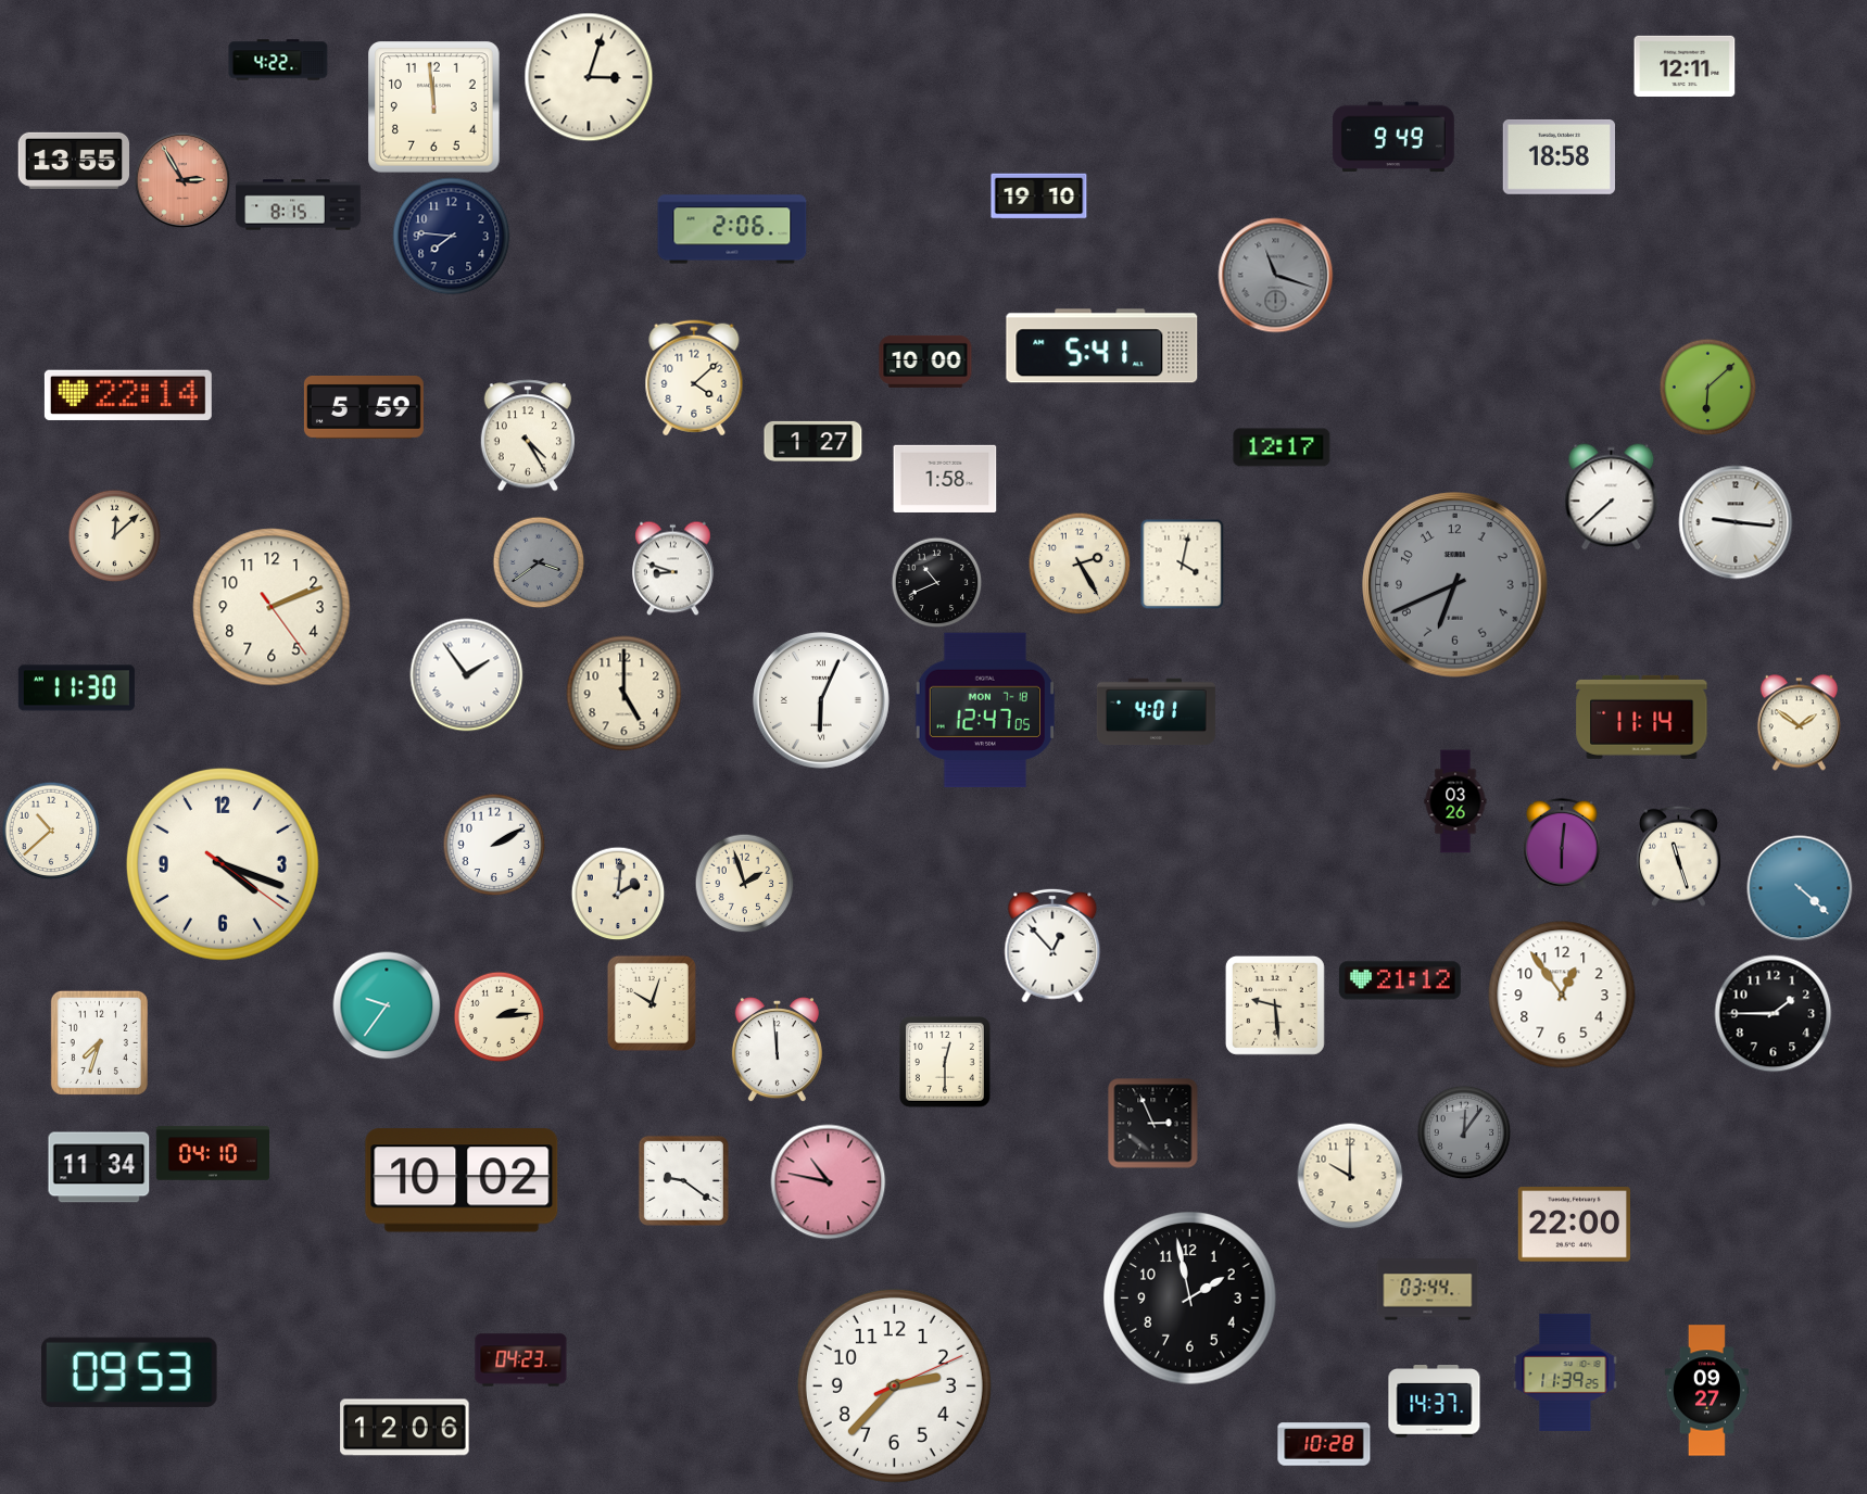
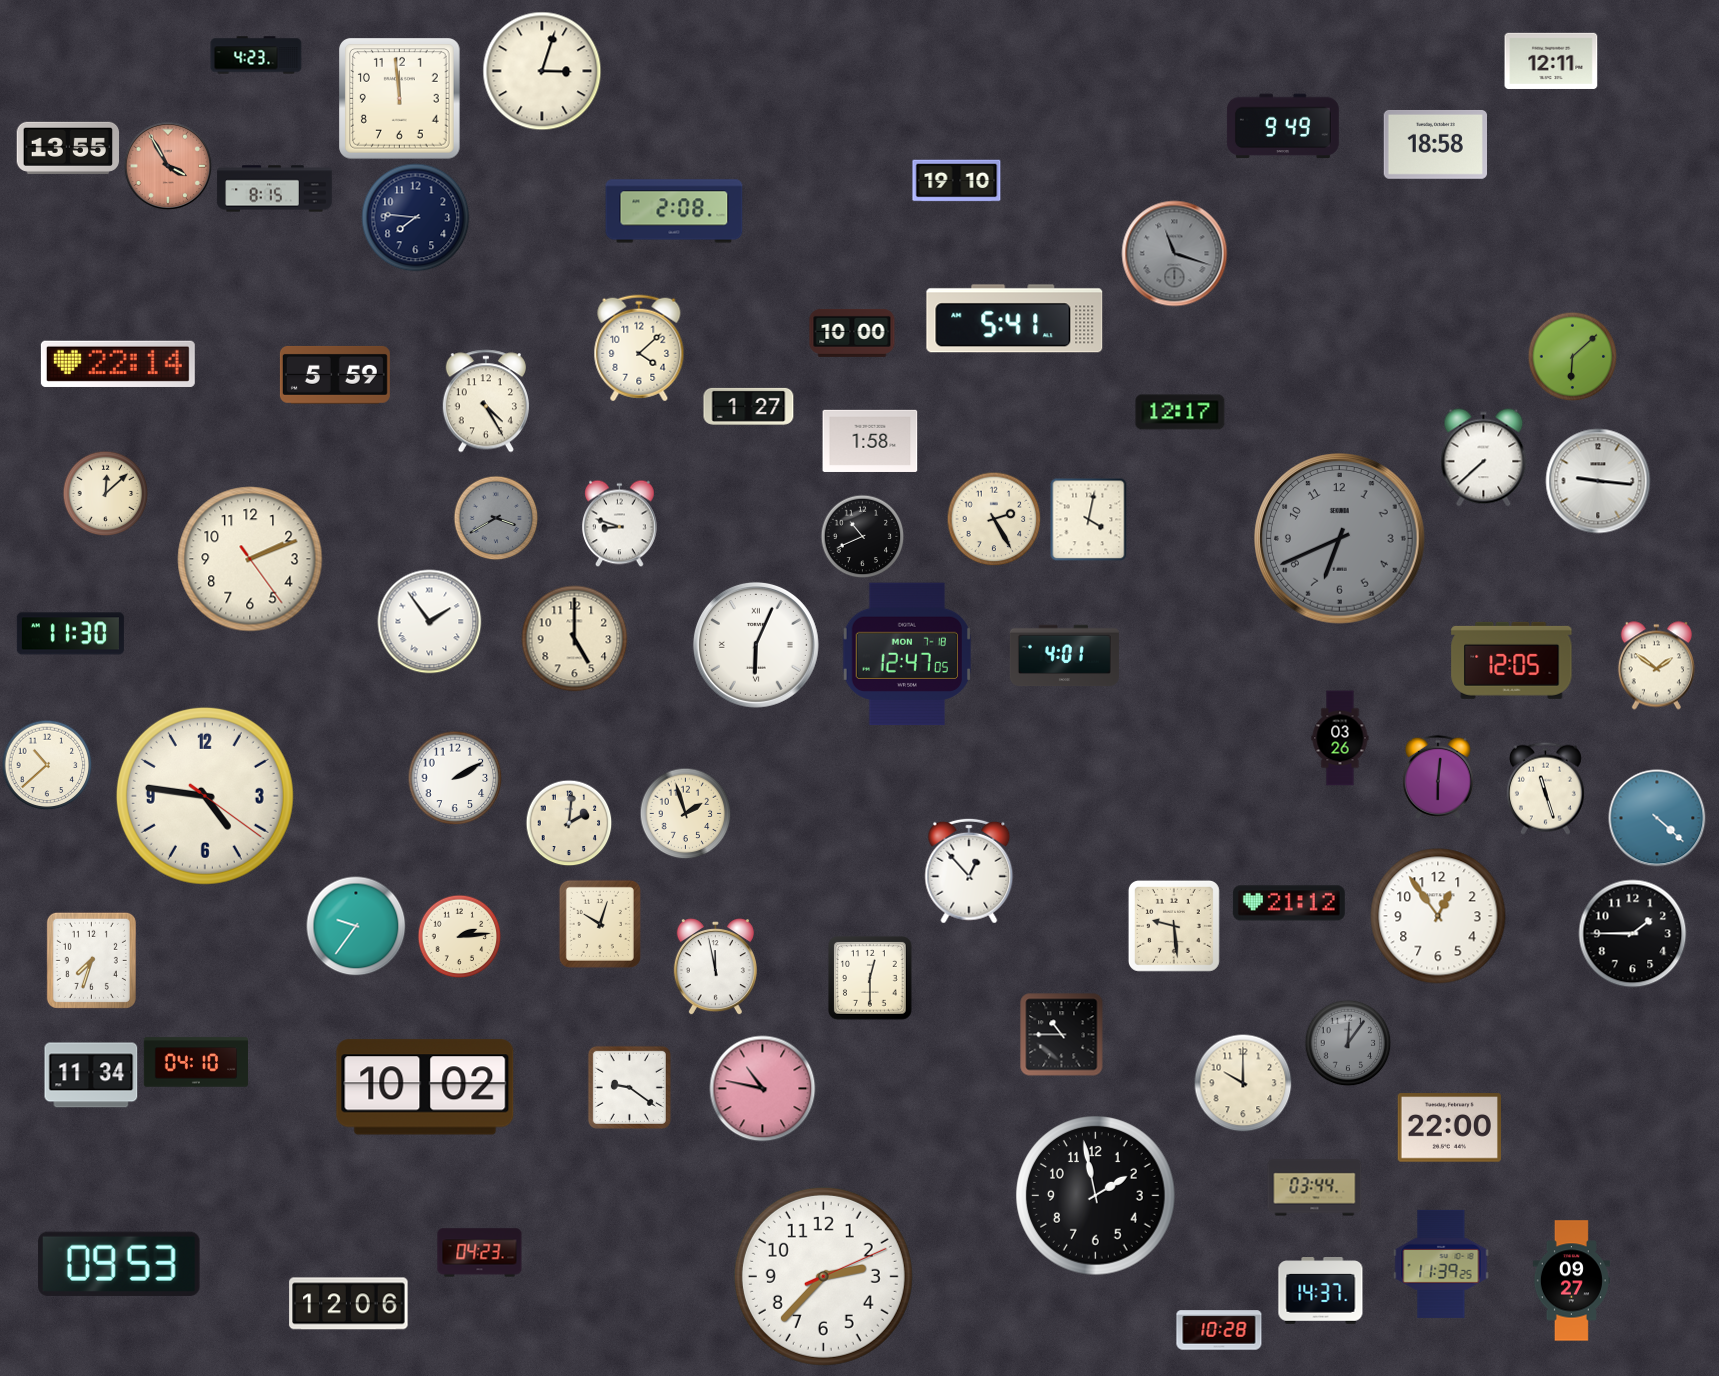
clock at (278, 60): 4:22 -> 4:23
clock at (182, 180): 2:55 -> 3:55
clock at (732, 229): 2:06 -> 2:08
clock at (539, 562): 3:39 -> 3:40
clock at (1642, 717): 11:14 -> 12:05
clock at (223, 864): 4:18 -> 4:46
clock at (777, 1050): 11:59 -> 11:58
clock at (1153, 1124): 2:56 -> 10:45
clock at (405, 1428) position: (405, 1428) -> (349, 1304)
